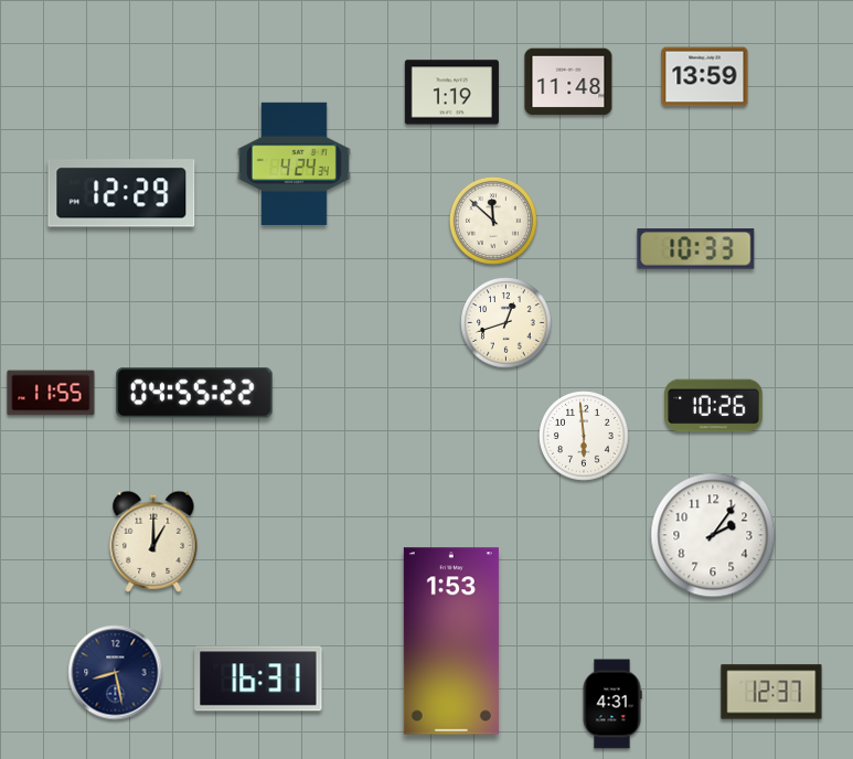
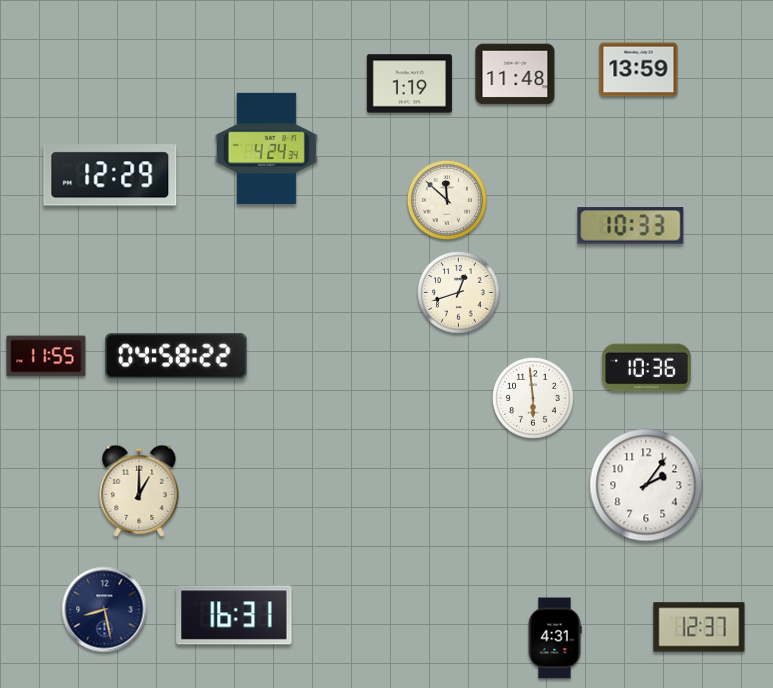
clock at (194, 393): 04:55 -> 04:58
clock at (714, 406): 10:26 -> 10:36
clock at (584, 436) position: (584, 436) -> (533, 398)
clock at (451, 641): 1:53 -> none
